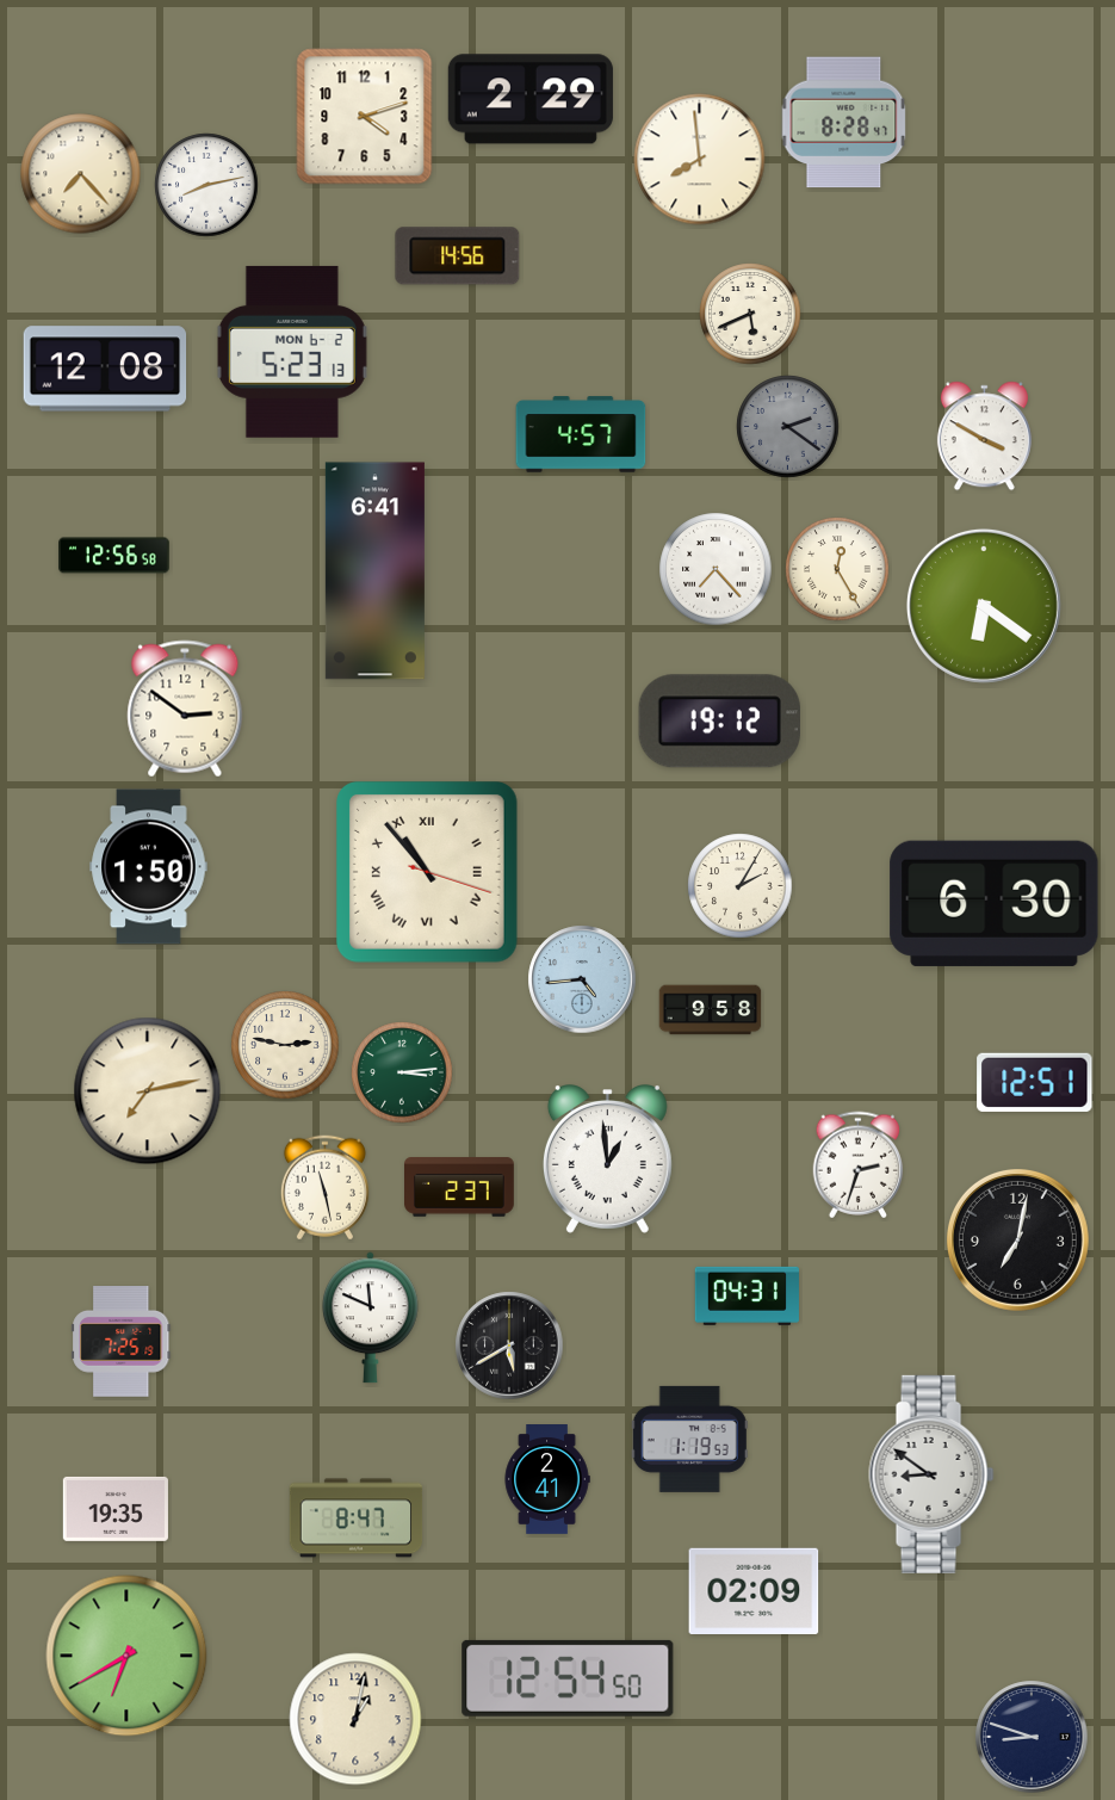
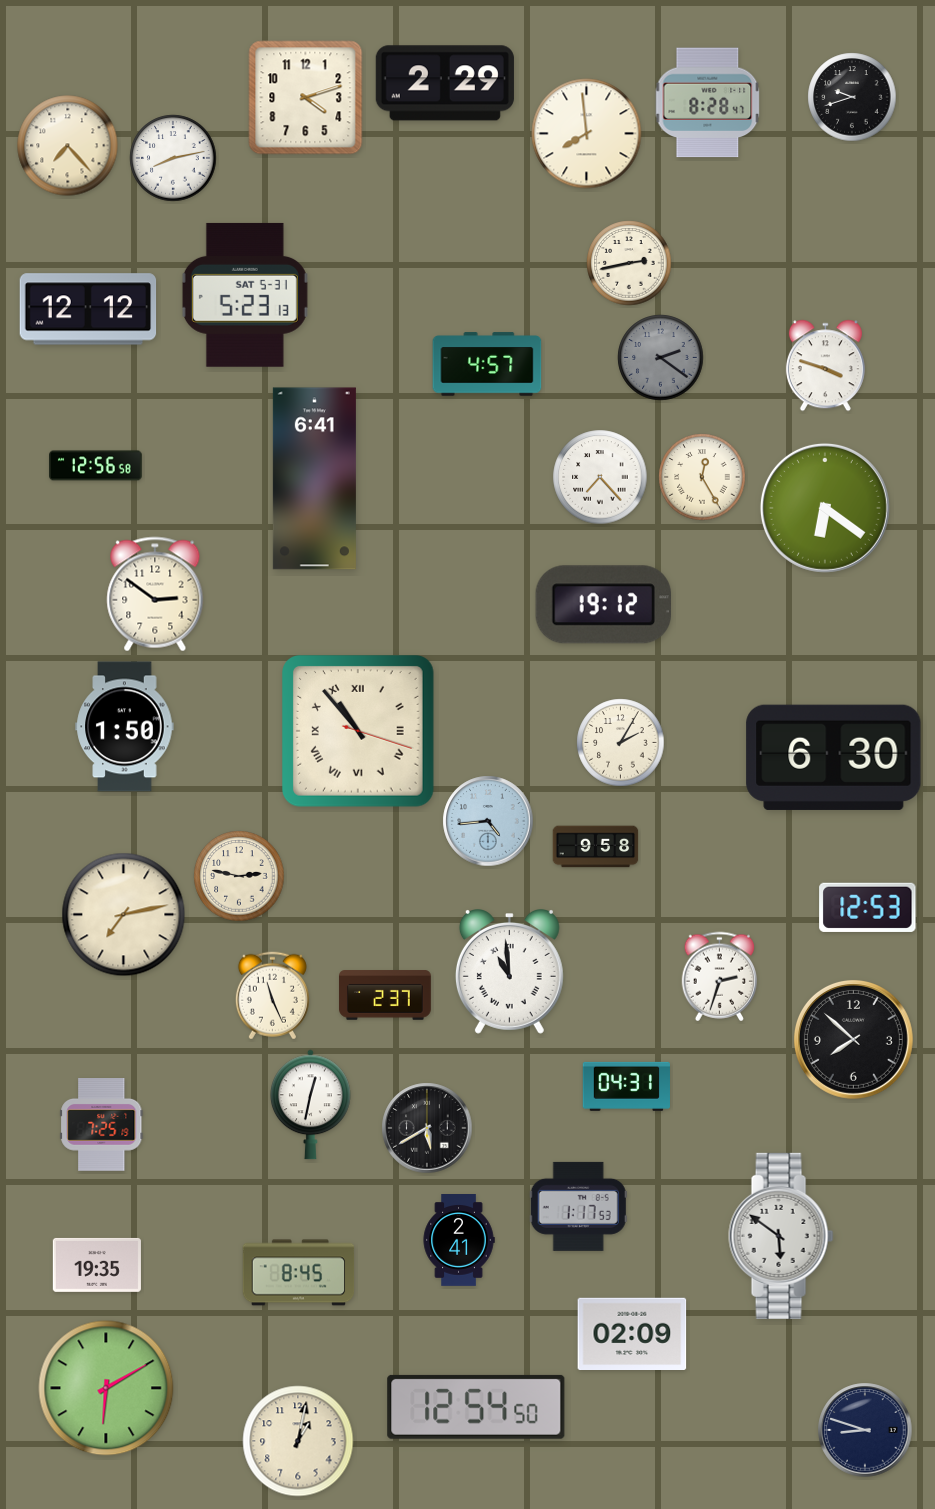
clock at (852, 97): none -> 9:42
clock at (206, 185) position: (206, 185) -> (173, 158)
clock at (458, 256): 14:56 -> none
clock at (750, 314): 5:41 -> 2:43
clock at (292, 352) date: MON 6-2 -> SAT 5-31
clock at (105, 369): 12:08 -> 12:12
clock at (984, 437): 3:50 -> 3:48
clock at (402, 1072): 3:14 -> none
clock at (1035, 1082): 12:51 -> 12:53
clock at (607, 1159): 12:59 -> 10:59
clock at (324, 1188): 11:28 -> 11:26
clock at (1017, 1239): 7:02 -> 7:52
clock at (371, 1318): 11:49 -> 12:32
clock at (689, 1439): 1:19 -> 1:17
clock at (931, 1474): 8:51 -> 5:51
clock at (357, 1518): 8:47 -> 8:45
clock at (126, 1656): 6:40 -> 6:10
clock at (1032, 1737) position: (1032, 1737) -> (865, 1430)
